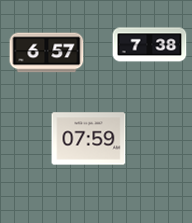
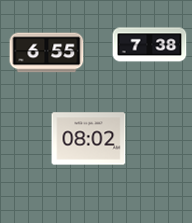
clock at (47, 53): 6:57 -> 6:55
clock at (89, 139): 07:59 -> 08:02
